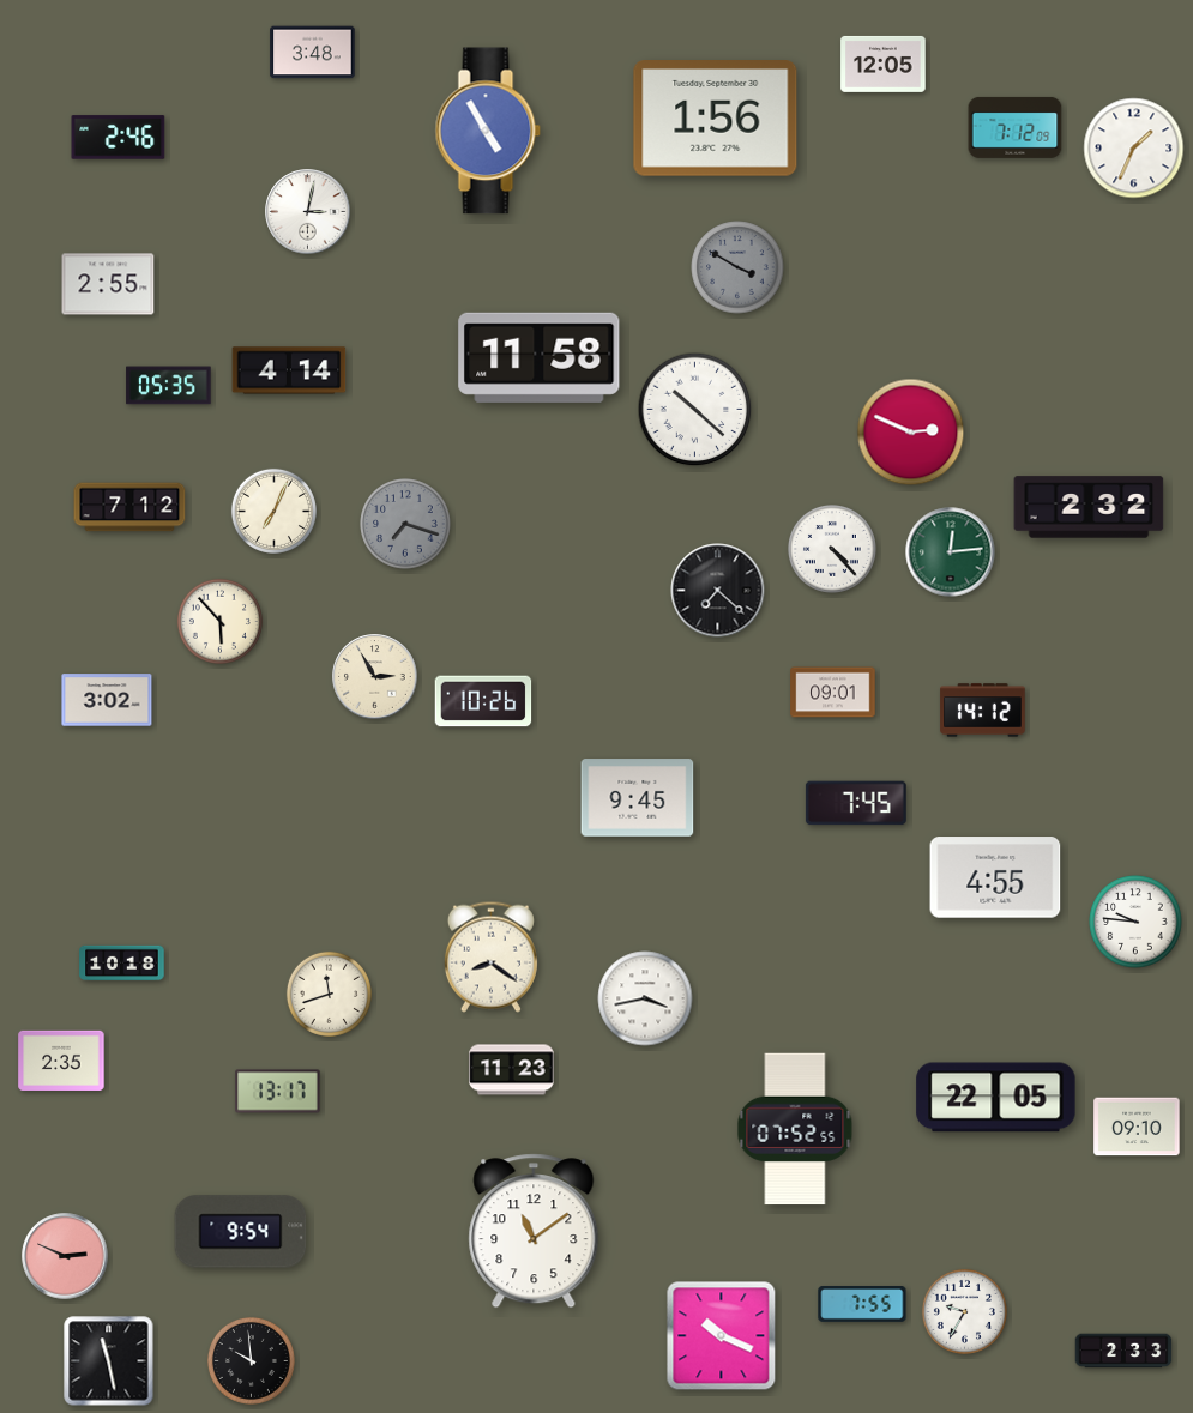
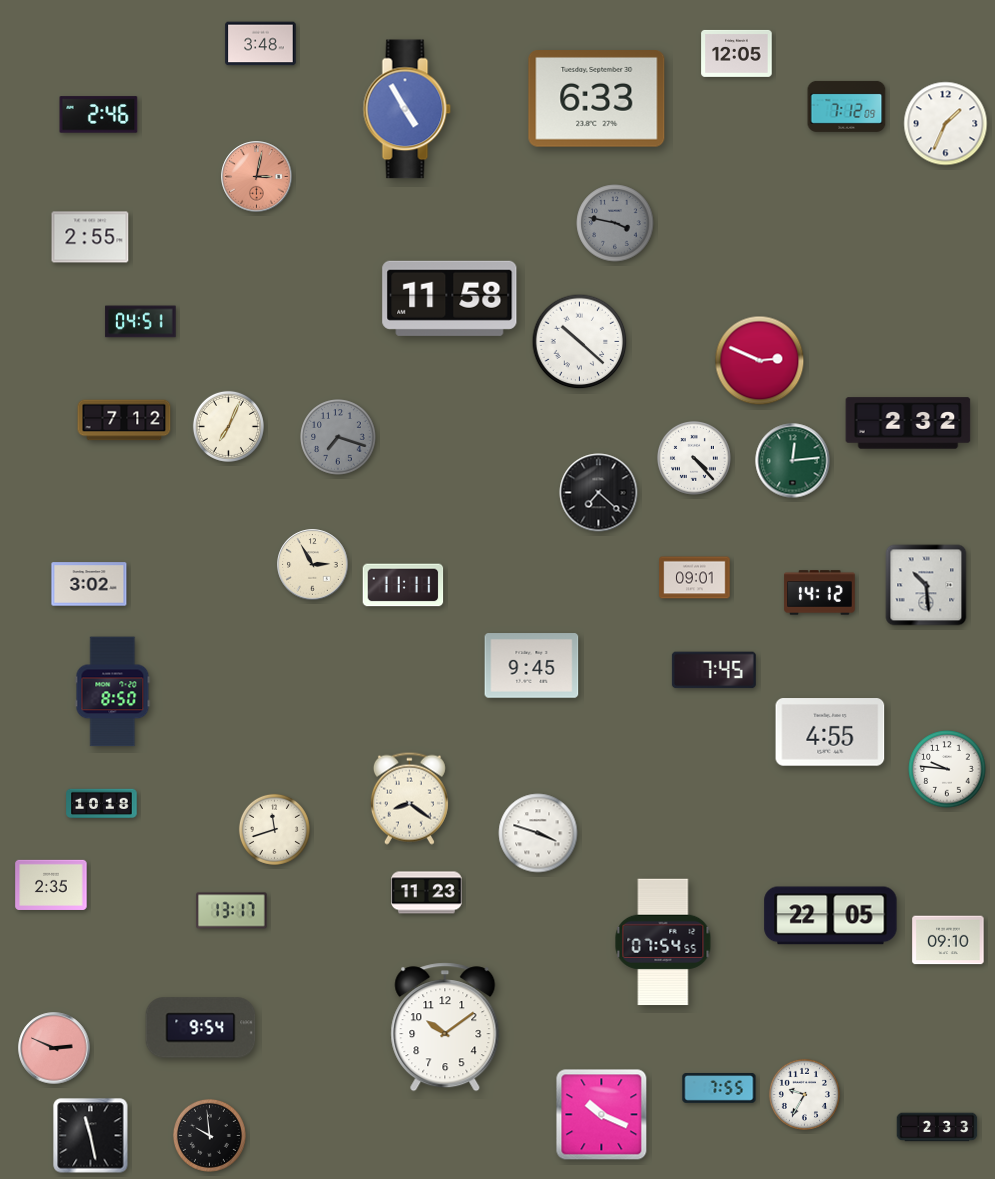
clock at (716, 119): 1:56 -> 6:33
clock at (308, 212) dial: white -> salmon
clock at (737, 267): 3:50 -> 3:47
clock at (289, 370): 4:14 -> none
clock at (169, 386): 05:35 -> 04:51
clock at (129, 507) position: (129, 507) -> (124, 420)
clock at (219, 621): 5:53 -> none
clock at (483, 701): 10:26 -> 11:11
clock at (926, 585): none -> 10:29
clock at (113, 692): none -> 8:50
clock at (645, 998): 3:43 -> 3:48
clock at (795, 1129): 07:52 -> 07:54
clock at (534, 1231): 11:09 -> 10:09
